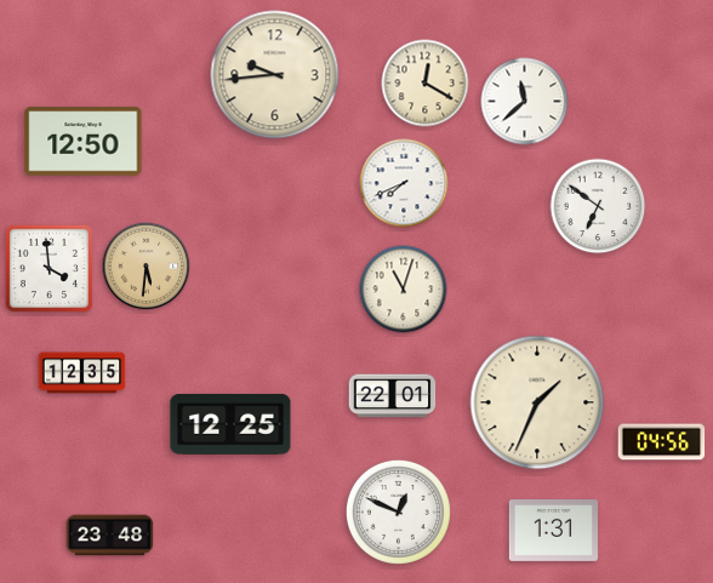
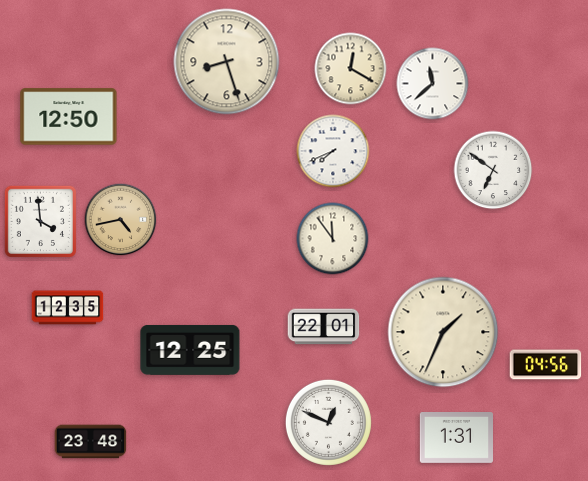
clock at (275, 75): 9:44 -> 8:27
clock at (147, 267): 5:31 -> 4:43
clock at (404, 290): 11:03 -> 11:54
